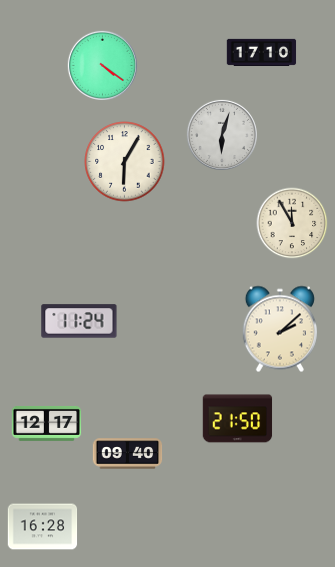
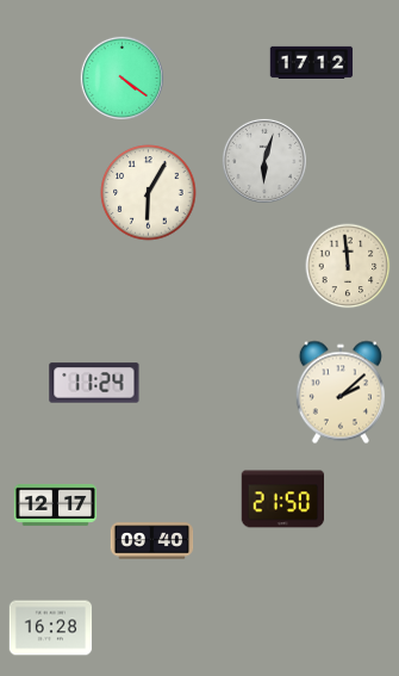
clock at (262, 52): 17:10 -> 17:12
clock at (292, 223): 11:55 -> 11:59
clock at (280, 329) position: (280, 329) -> (341, 392)
